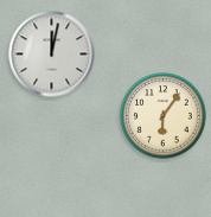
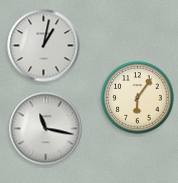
clock at (52, 55): 12:02 -> 1:02
clock at (46, 129): none -> 11:17
